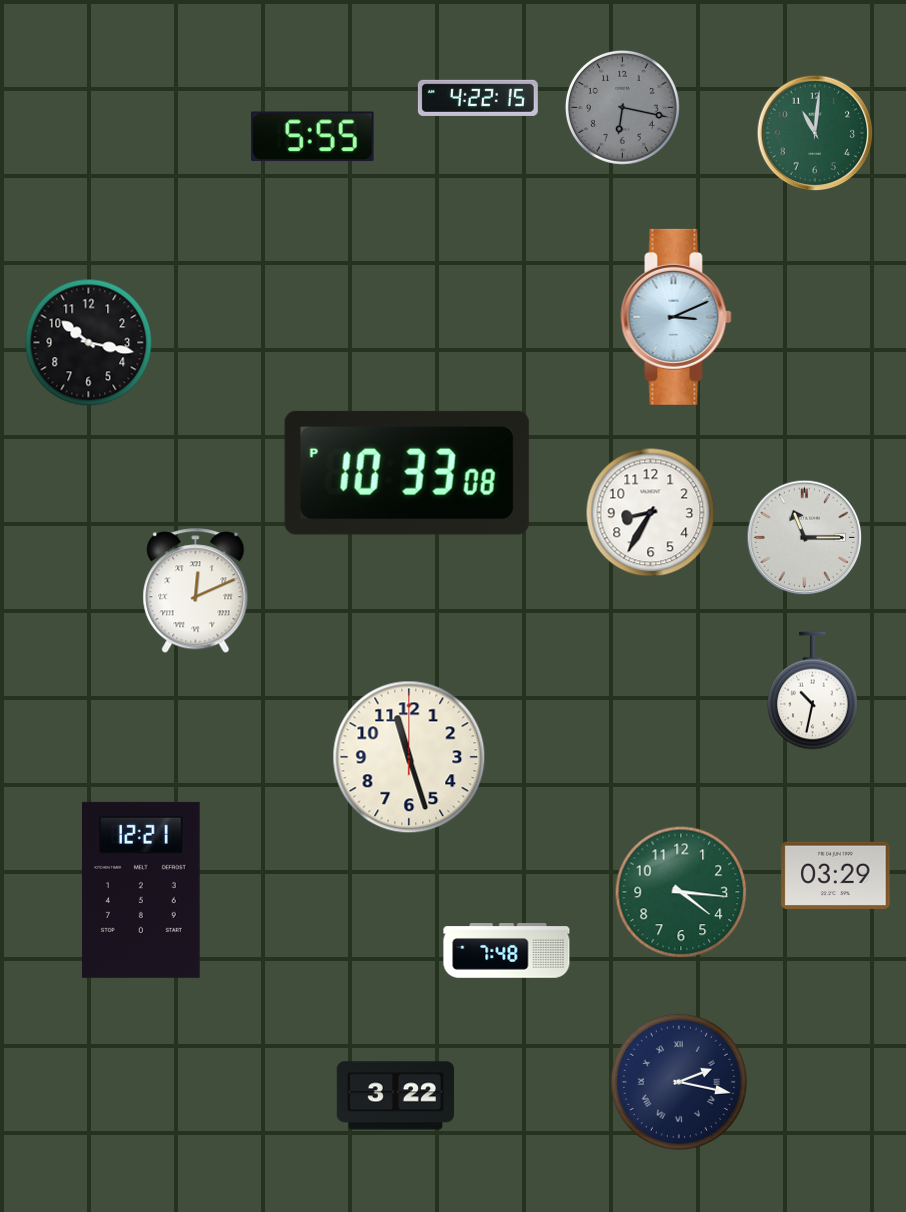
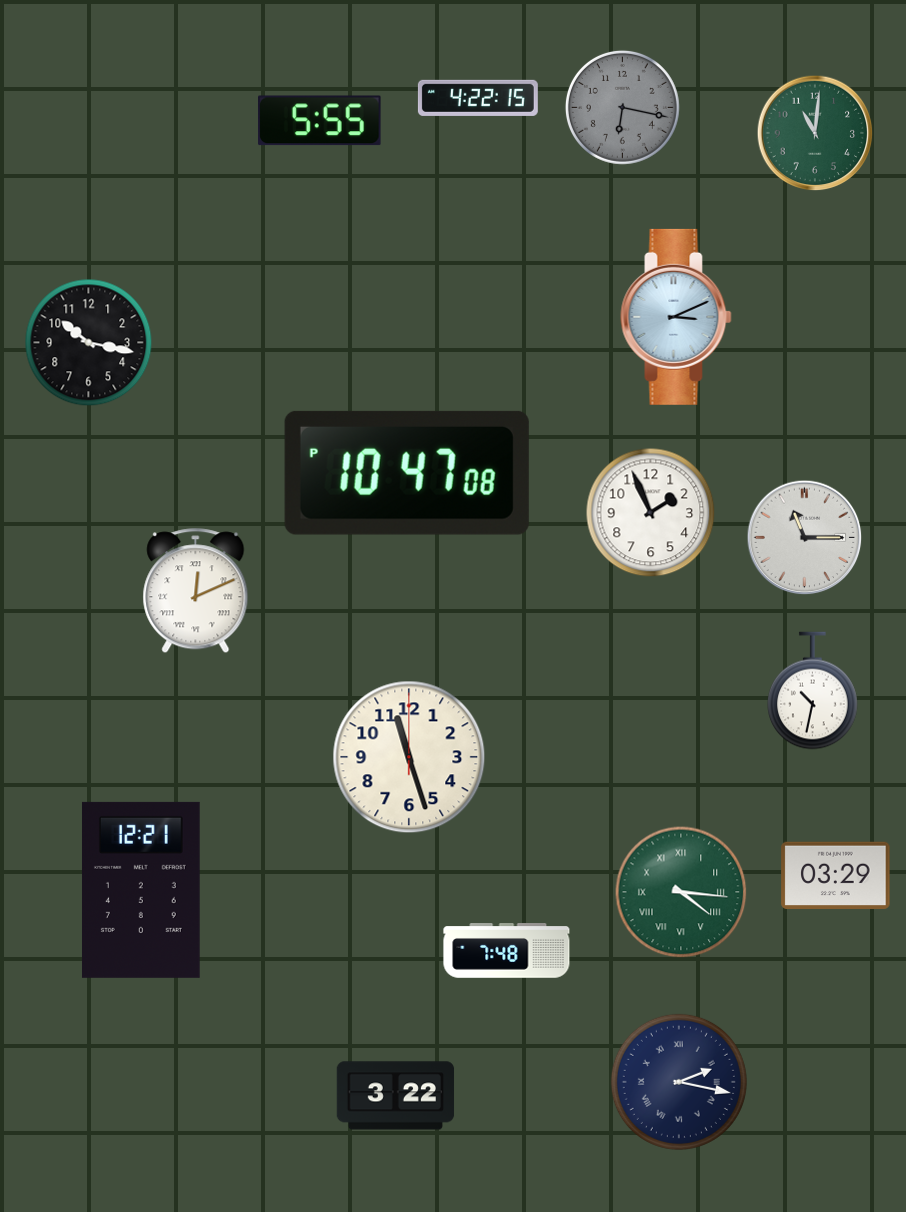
clock at (313, 137) position: (313, 137) -> (320, 121)
clock at (407, 473): 10:33 -> 10:47
clock at (651, 513): 8:35 -> 1:56
clock at (681, 892) numerals: Arabic -> Roman
